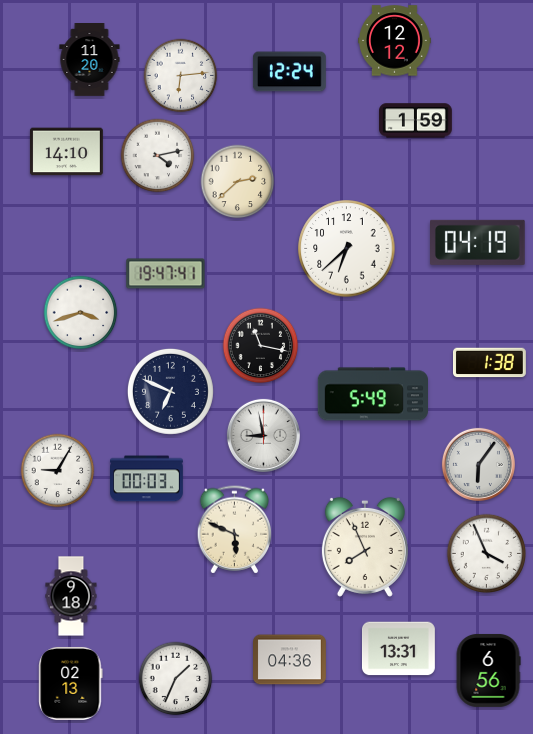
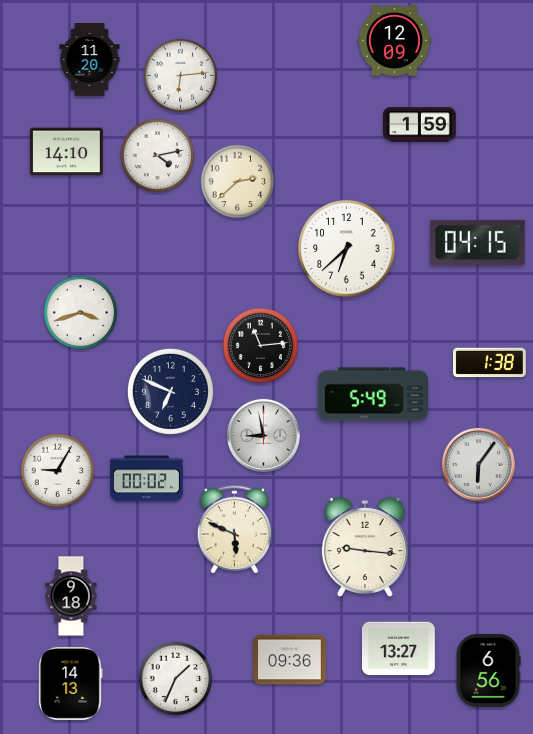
clock at (395, 41): 12:12 -> 12:09
clock at (289, 72): 12:24 -> none
clock at (416, 121) position: (416, 121) -> (420, 125)
clock at (478, 242): 04:19 -> 04:15
clock at (166, 274): 19:47 -> none
clock at (261, 346): 11:17 -> 11:14
clock at (147, 479): 00:03 -> 00:02
clock at (365, 547): 7:56 -> 9:16
clock at (487, 554): 3:56 -> none
clock at (398, 649): 13:31 -> 13:27
clock at (290, 660): 04:36 -> 09:36
clock at (71, 683): 02:13 -> 14:13
